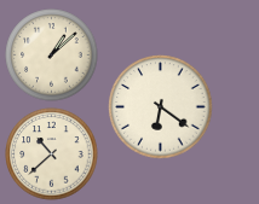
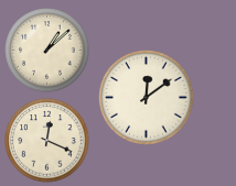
clock at (161, 107): 6:21 -> 12:09
clock at (52, 155): 10:38 -> 12:19
